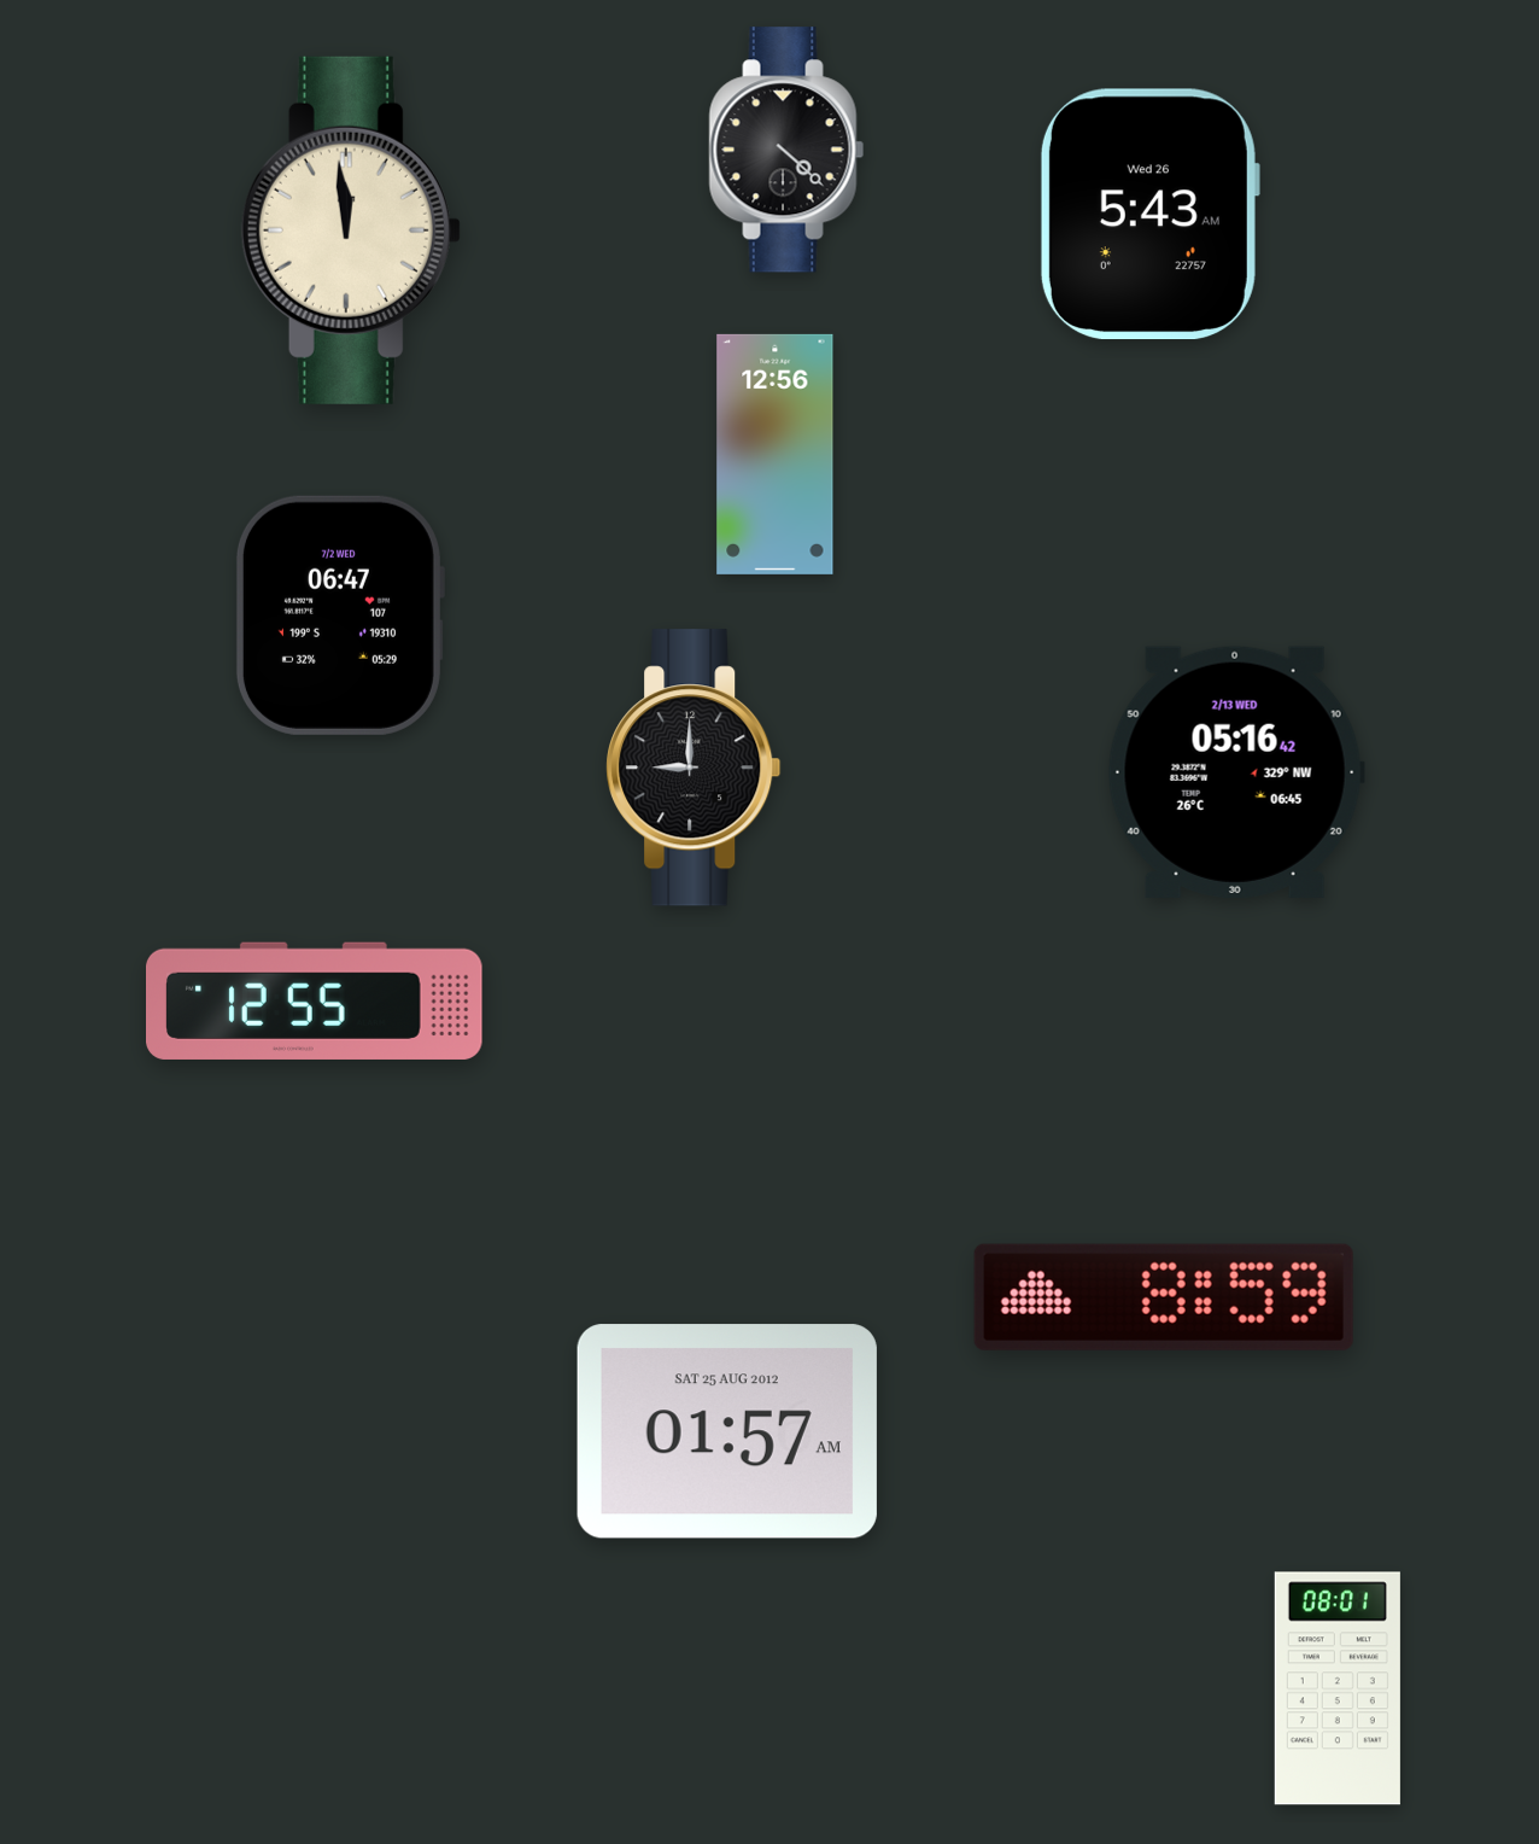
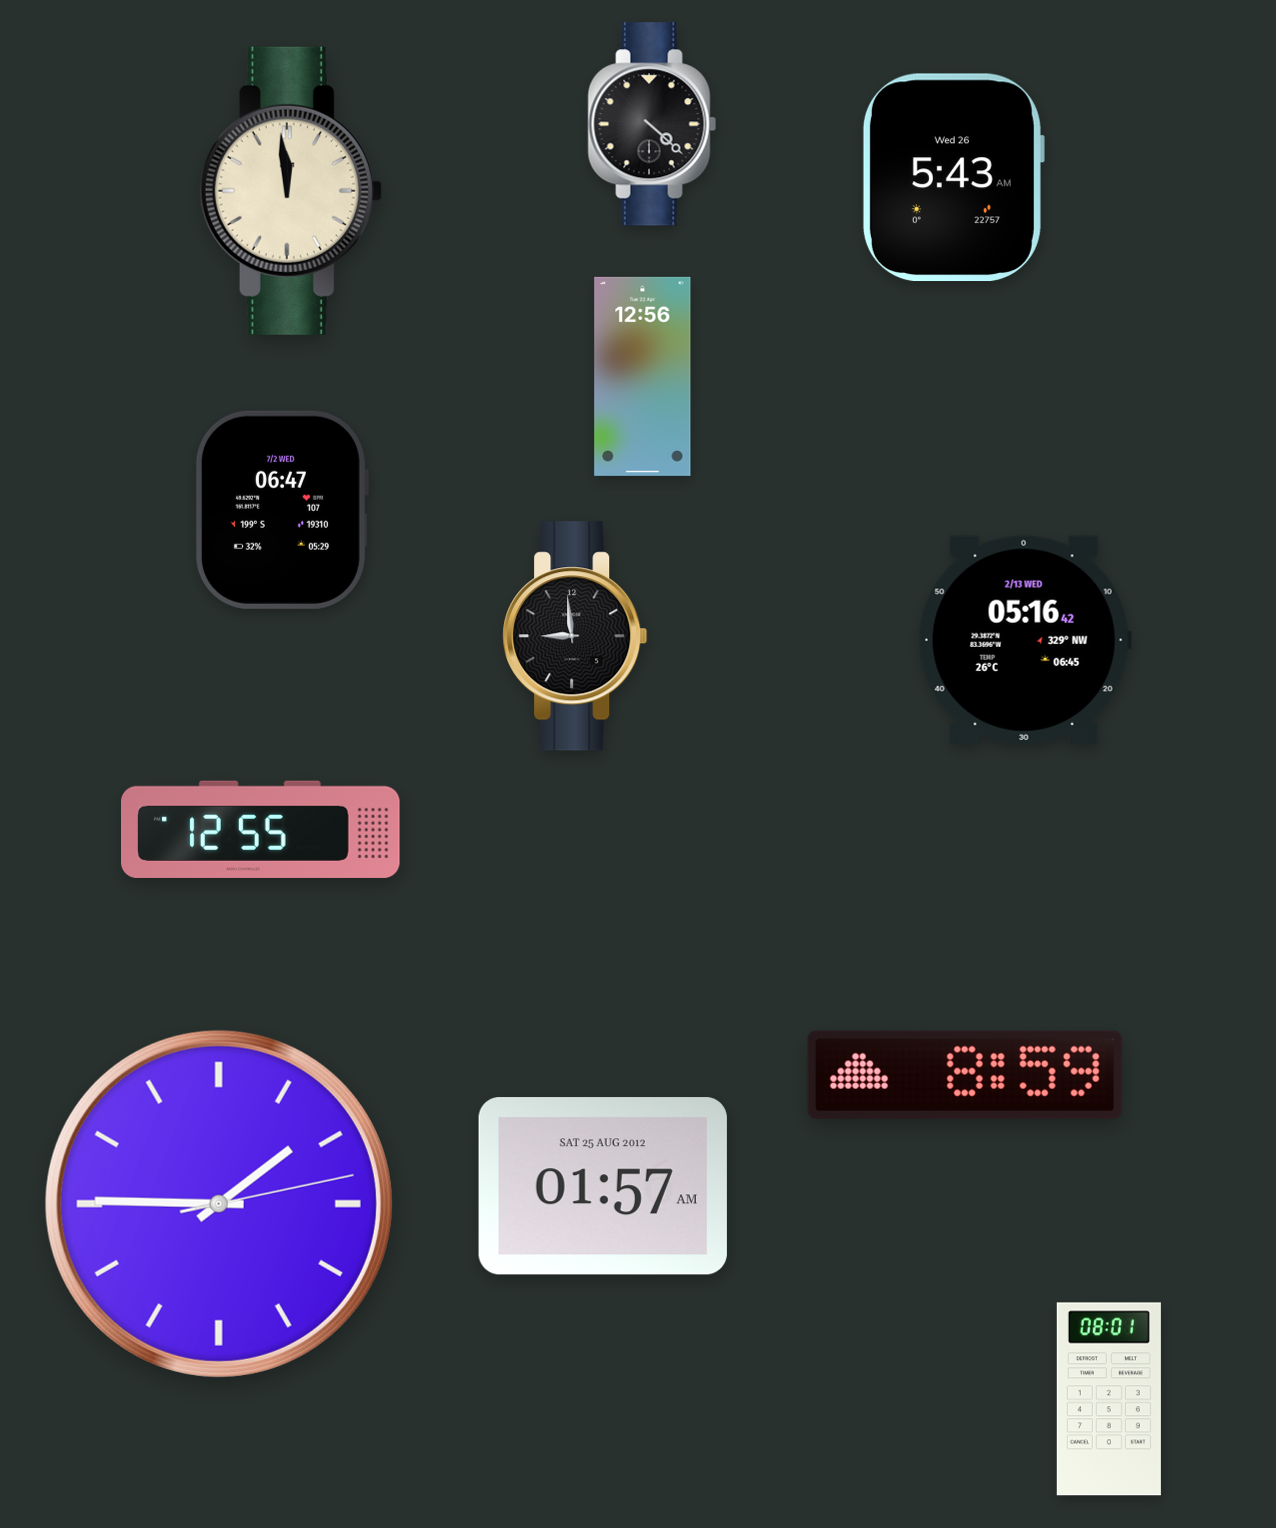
clock at (694, 768): 9:00 -> 8:59
clock at (219, 1204): none -> 1:45
